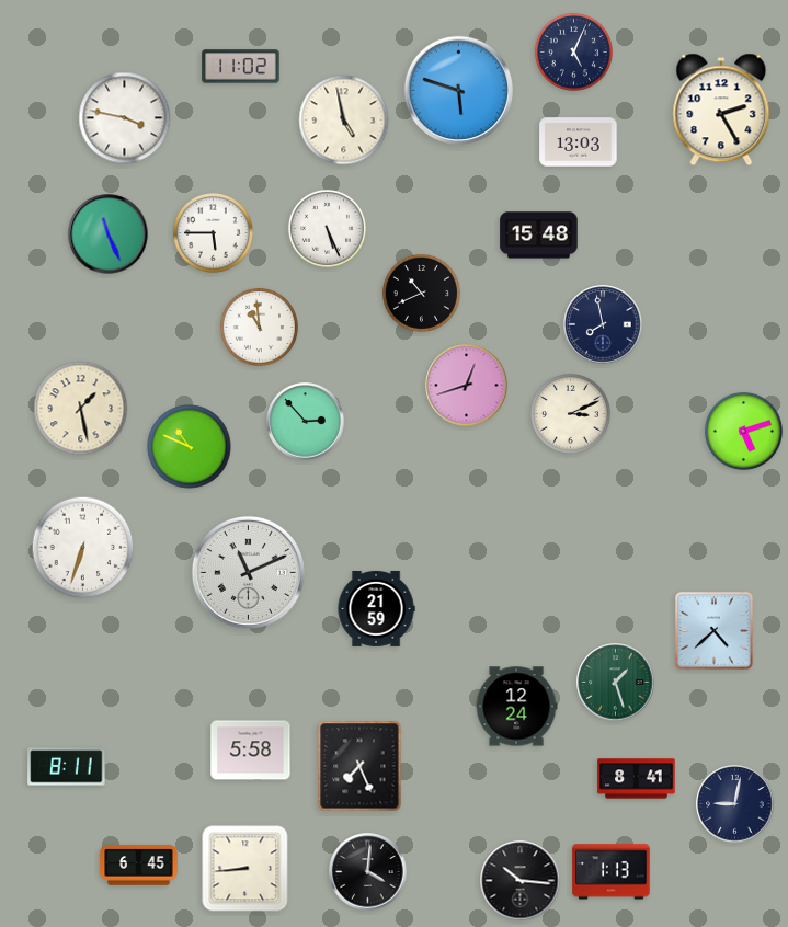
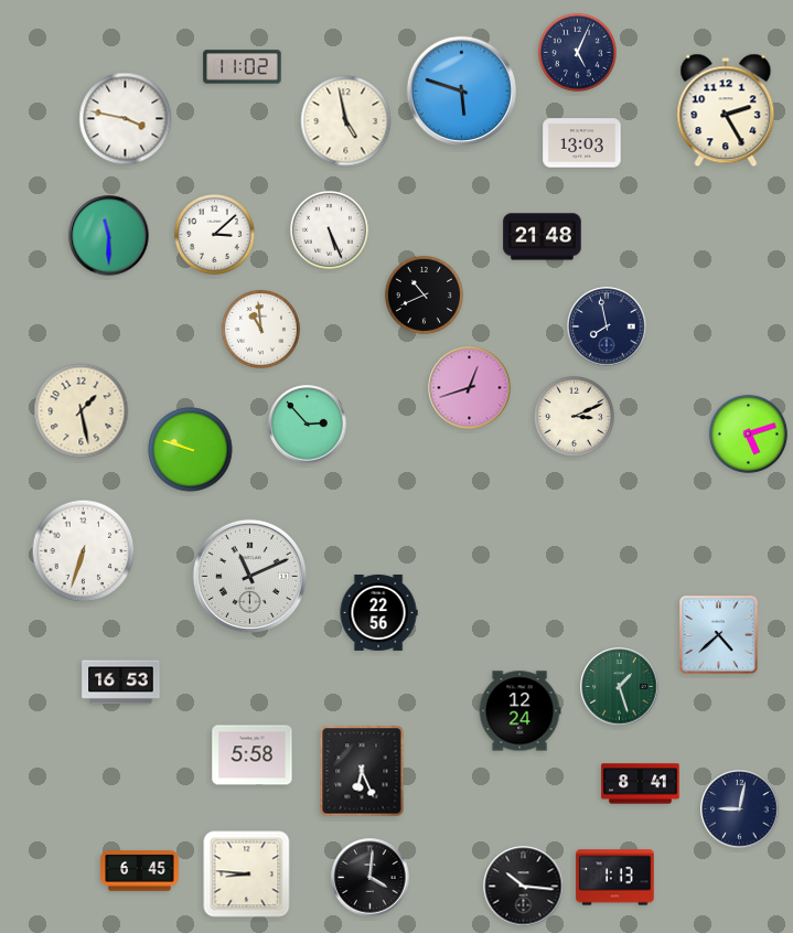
clock at (214, 233): 5:45 -> 3:08
clock at (109, 234): 11:26 -> 11:30
clock at (539, 236): 15:48 -> 21:48
clock at (190, 447): 10:49 -> 9:48
clock at (376, 608): 21:59 -> 22:56
clock at (121, 683): none -> 16:53
clock at (359, 766): 7:26 -> 6:26
clock at (67, 767): 8:11 -> none
clock at (245, 869): 8:44 -> 8:46
